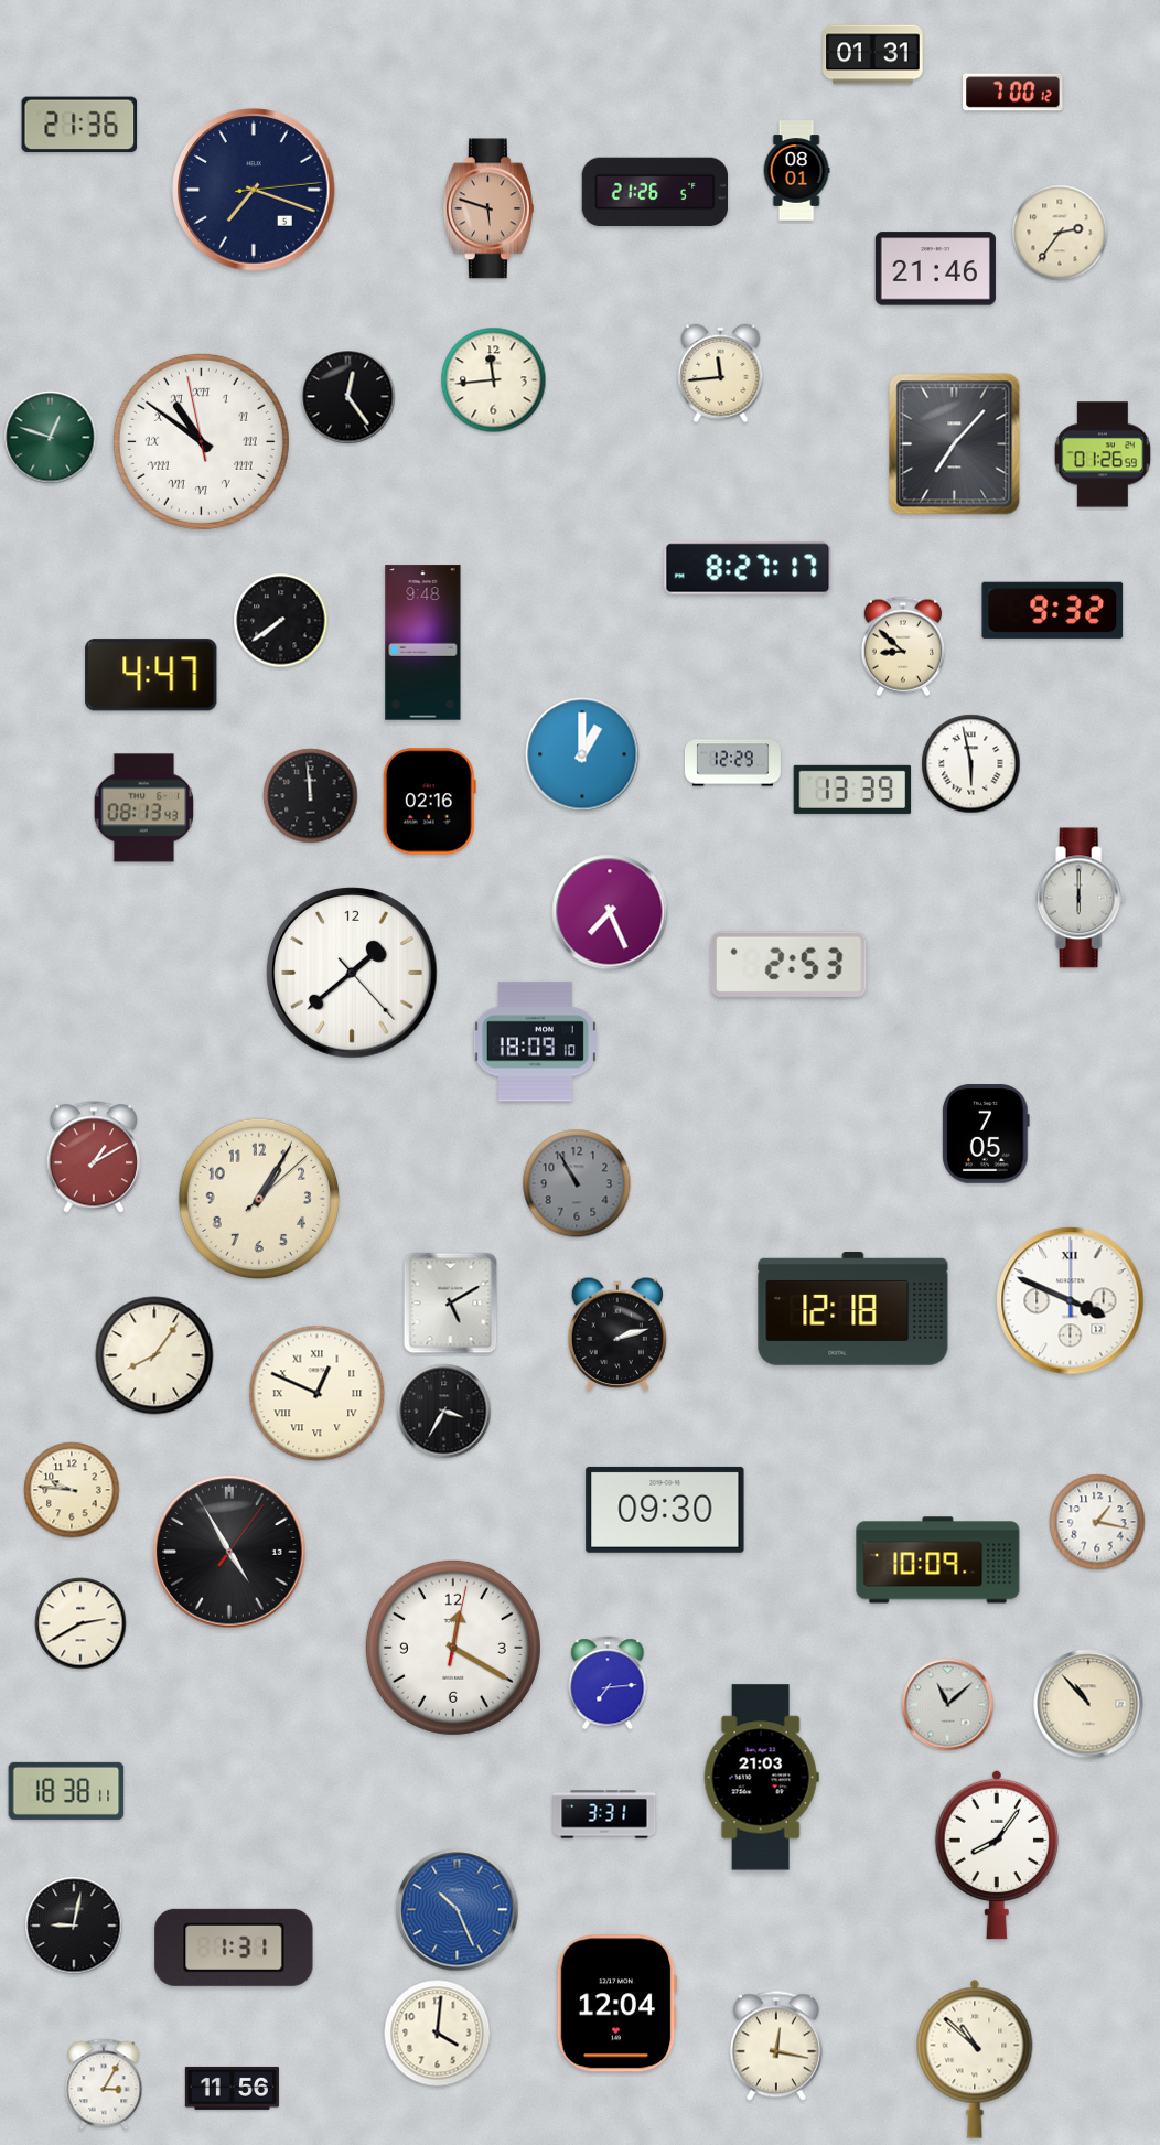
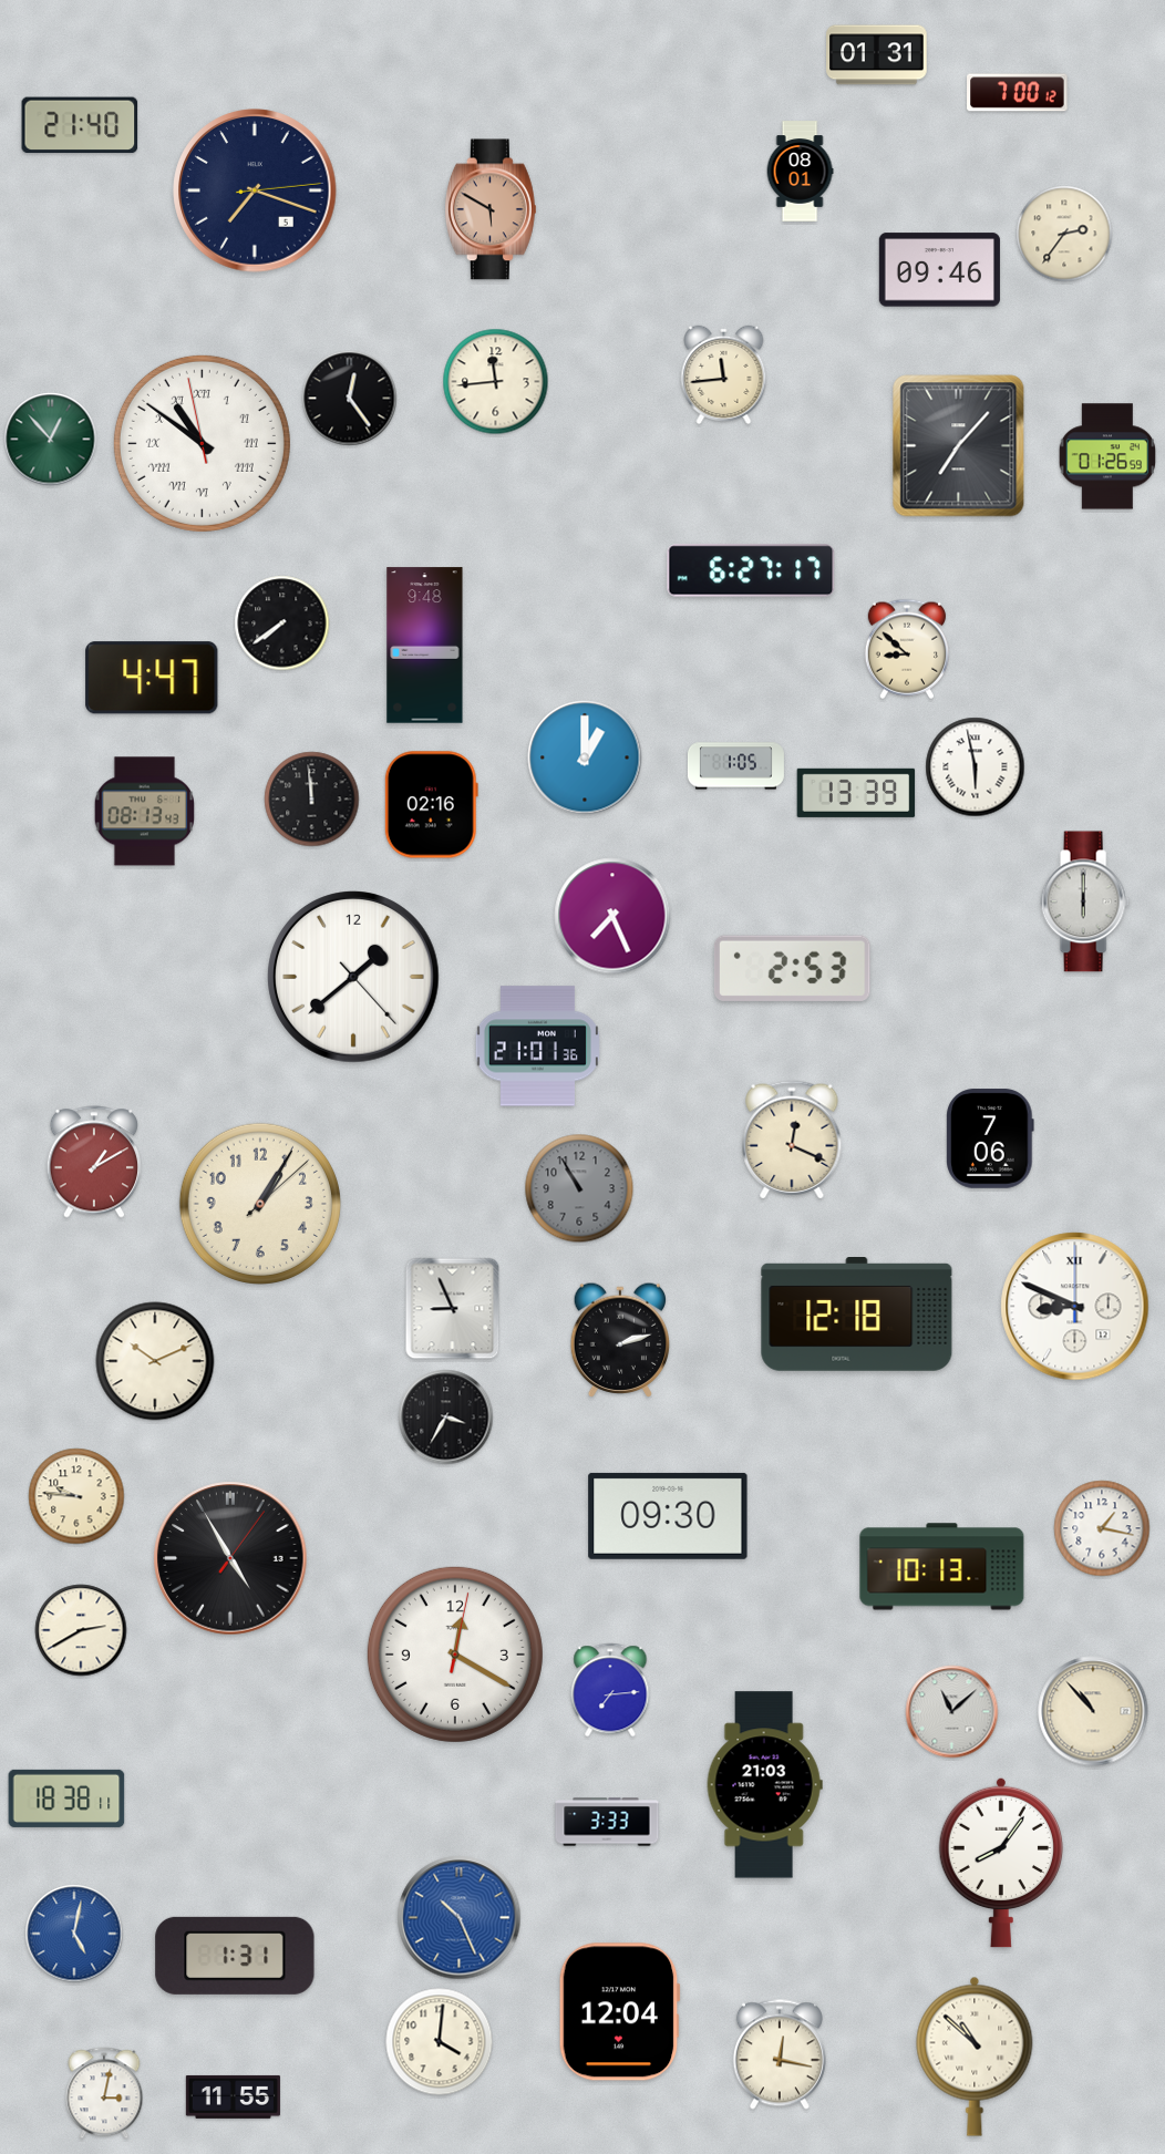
clock at (79, 125): 21:36 -> 21:40
clock at (654, 192): 21:26 -> none
clock at (488, 208): 5:48 -> 5:50
clock at (935, 269): 21:46 -> 09:46
clock at (51, 438): 12:48 -> 12:53
clock at (748, 568): 8:27 -> 6:27
clock at (1053, 610): 9:32 -> none
clock at (732, 763): 12:29 -> 1:05
clock at (535, 1042): 18:09 -> 21:01
clock at (986, 1134): 7:05 -> 7:06
clock at (792, 1140): none -> 12:19
clock at (1071, 1301): 3:49 -> 8:49
clock at (451, 1304): 5:10 -> 8:56
clock at (154, 1355): 8:06 -> 10:11
clock at (318, 1394): 12:49 -> none
clock at (72, 1490) position: (72, 1490) -> (76, 1496)
clock at (938, 1561): 10:09 -> 10:13
clock at (604, 1814): 3:31 -> 3:33
clock at (74, 1926): 9:02 -> 5:02
clock at (74, 1926) dial: black -> blue
clock at (975, 2059) position: (975, 2059) -> (975, 2057)
clock at (104, 2084): 3:05 -> 3:02
clock at (232, 2088): 11:56 -> 11:55
